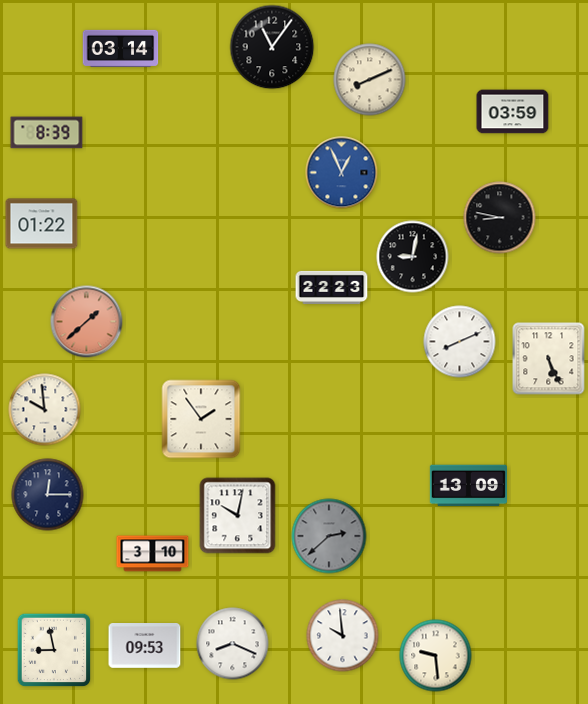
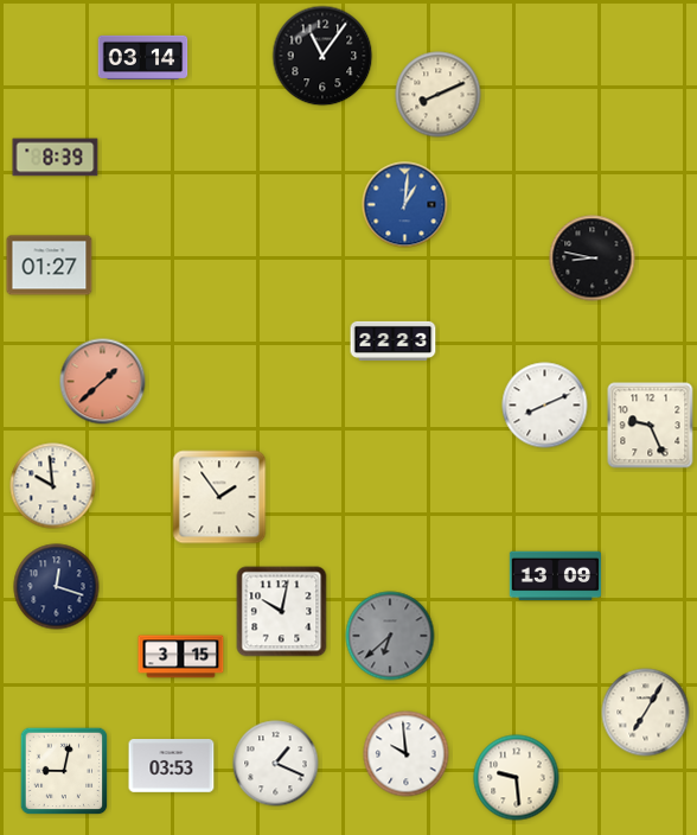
clock at (513, 112): 03:59 -> none
clock at (342, 173): 12:56 -> 1:01
clock at (42, 224): 01:22 -> 01:27
clock at (413, 257): 9:02 -> none
clock at (549, 359): 5:26 -> 9:26
clock at (201, 419) position: (201, 419) -> (219, 497)
clock at (48, 495): 12:15 -> 12:18
clock at (329, 536): 2:38 -> 6:38
clock at (153, 554): 3:10 -> 3:15
clock at (646, 713): none -> 7:05
clock at (233, 644): 8:19 -> 1:19
clock at (145, 646): 09:53 -> 03:53
clock at (54, 650): 8:58 -> 9:02
